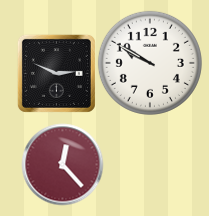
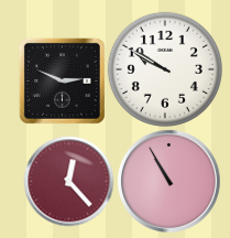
clock at (168, 181): none -> 10:55
